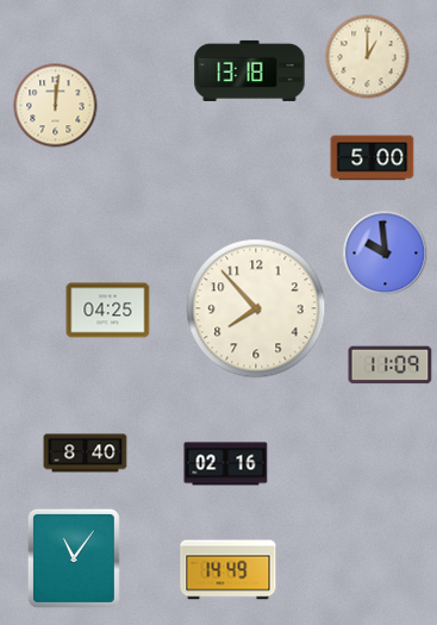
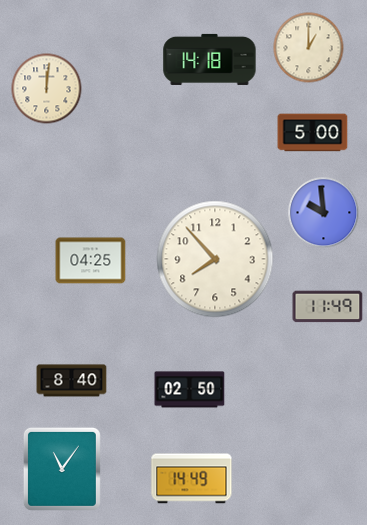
clock at (250, 70): 13:18 -> 14:18
clock at (391, 365): 11:09 -> 11:49
clock at (226, 464): 02:16 -> 02:50
